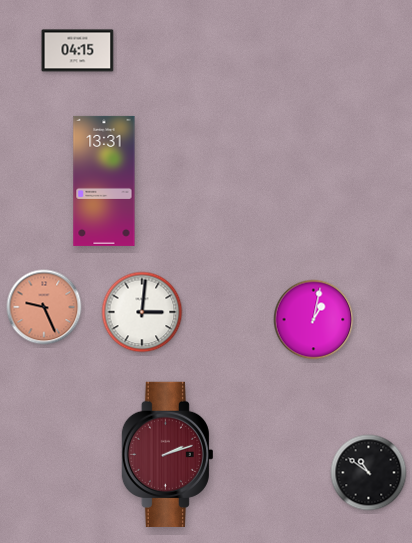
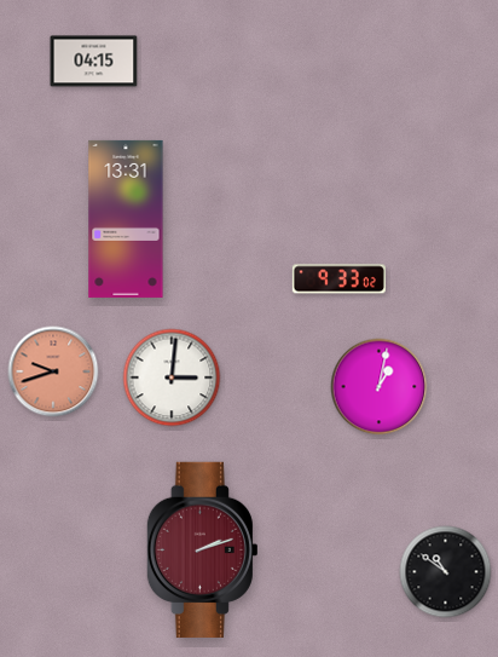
clock at (338, 279): none -> 9:33
clock at (44, 307): 9:26 -> 9:42
